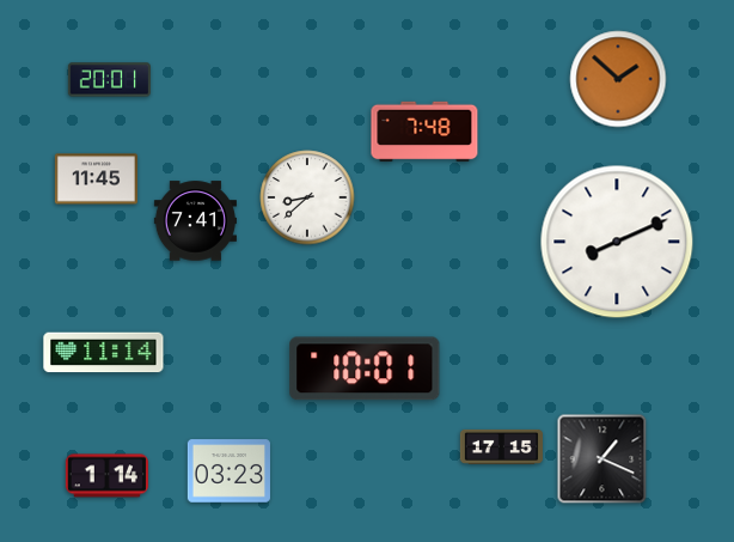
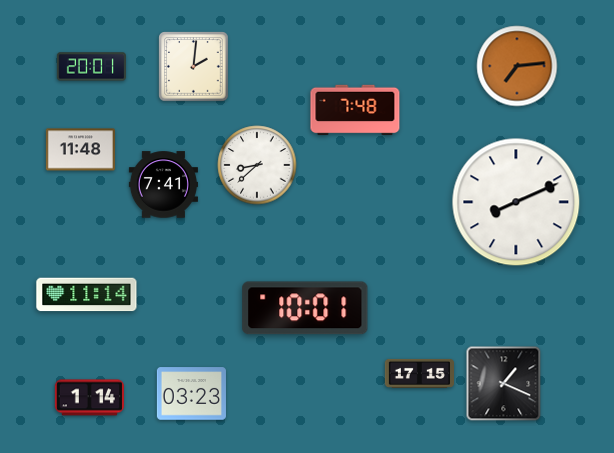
clock at (618, 79): 1:52 -> 7:14
clock at (194, 67): none -> 2:01
clock at (96, 179): 11:45 -> 11:48
